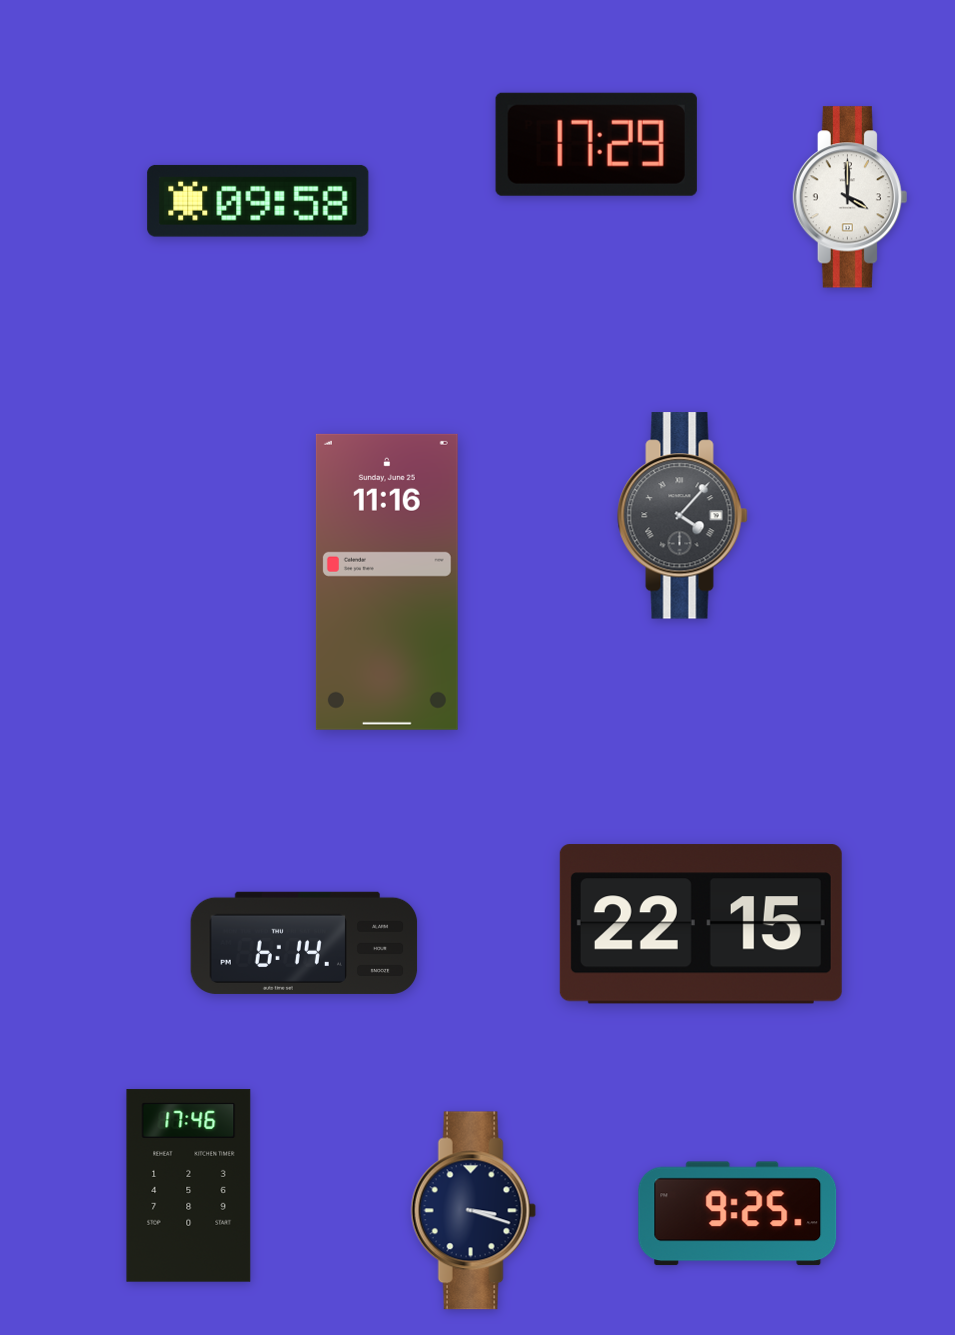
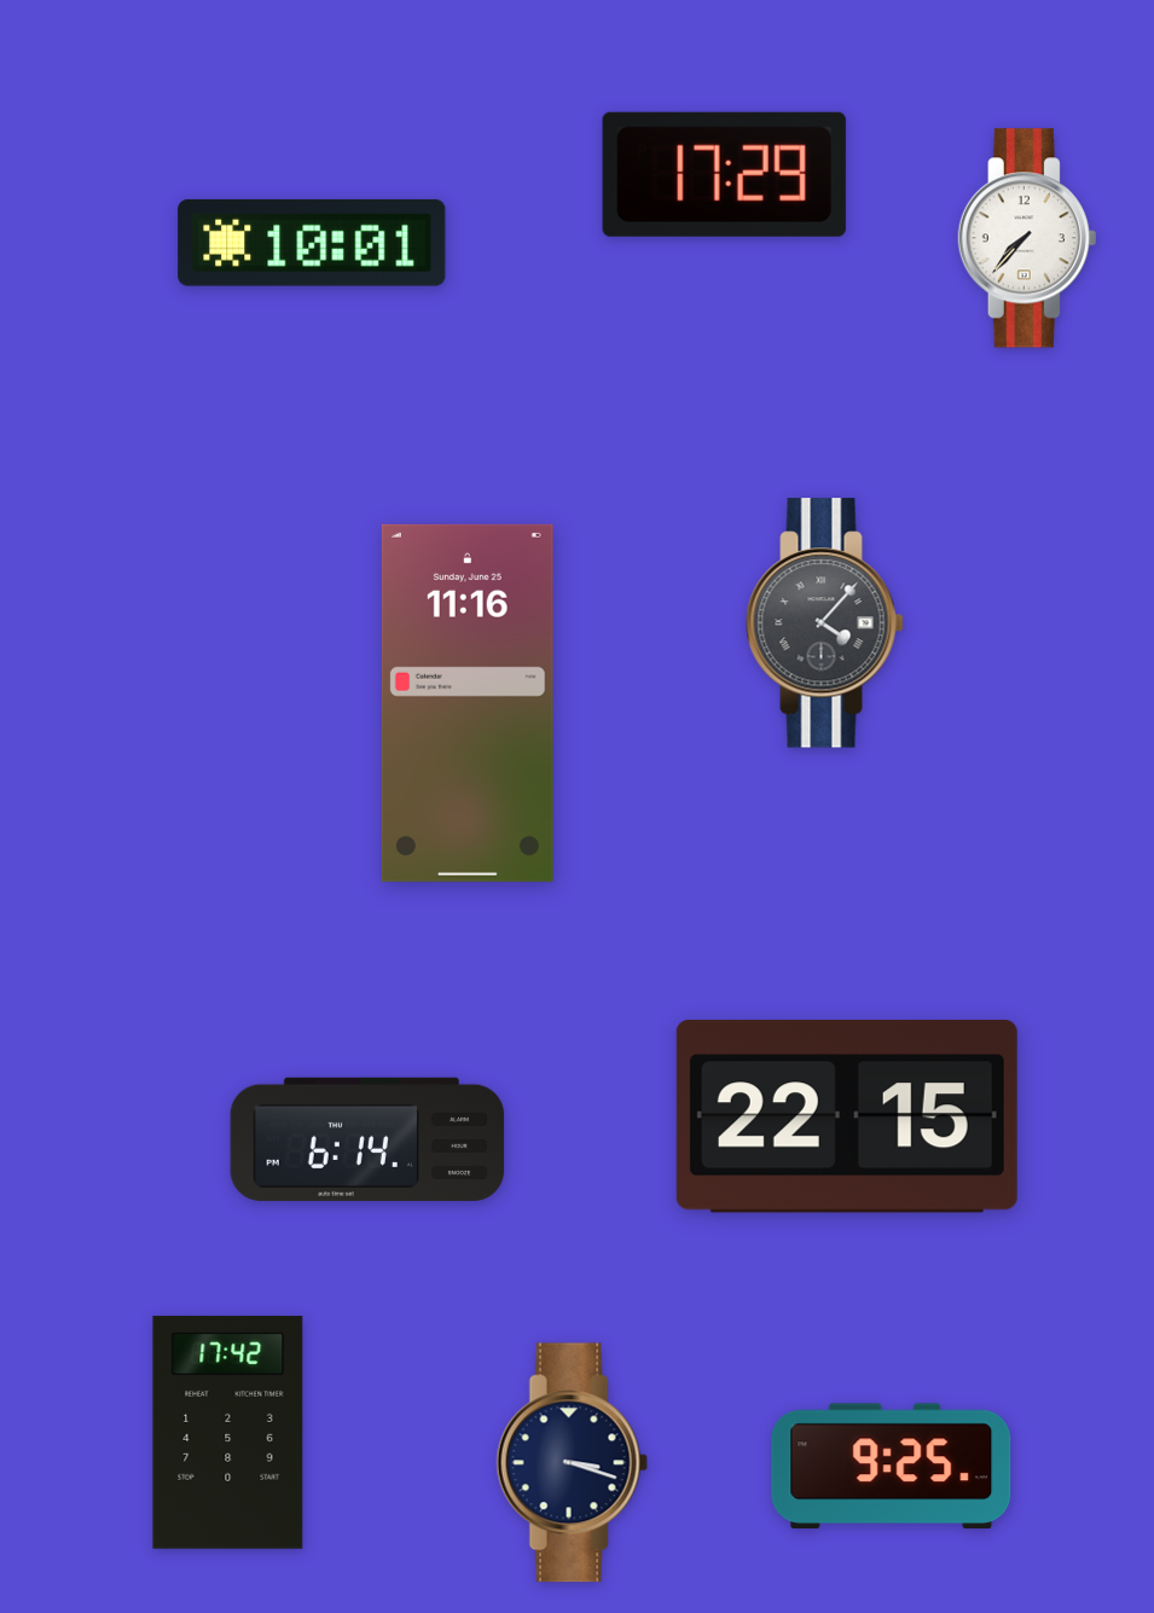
clock at (596, 144) position: (596, 144) -> (724, 174)
clock at (850, 197): 4:00 -> 7:37
clock at (258, 201): 09:58 -> 10:01
clock at (189, 1186): 17:46 -> 17:42
